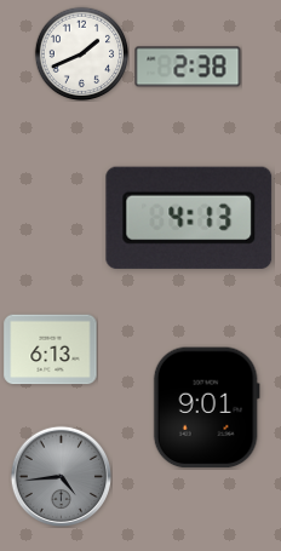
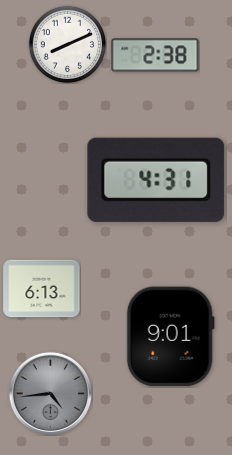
clock at (81, 53): 1:41 -> 8:11
clock at (189, 218): 4:13 -> 4:31
